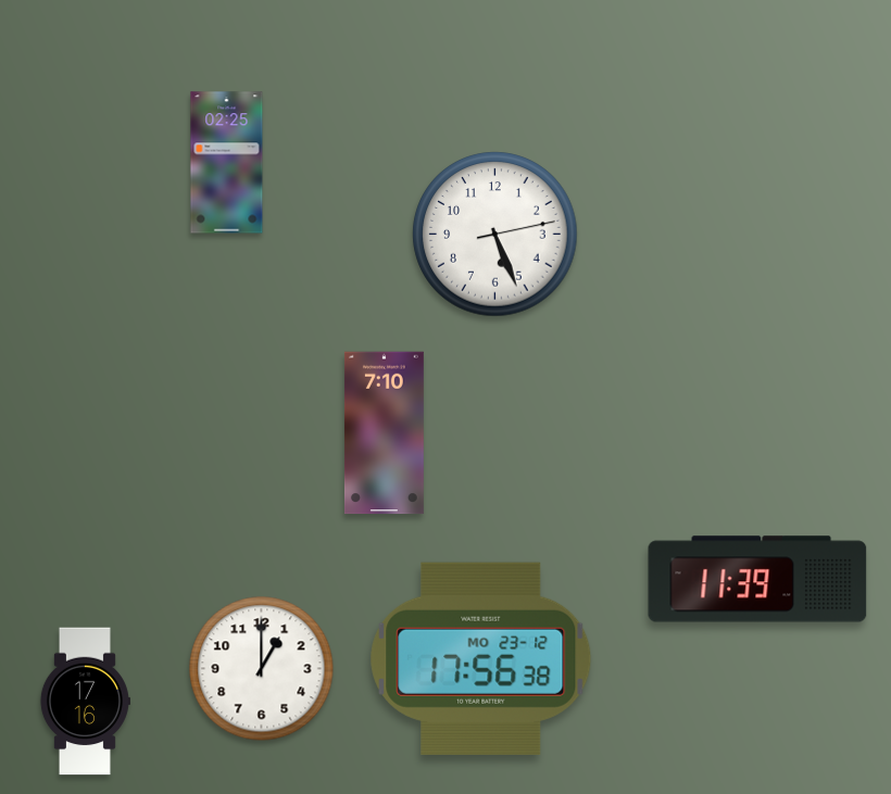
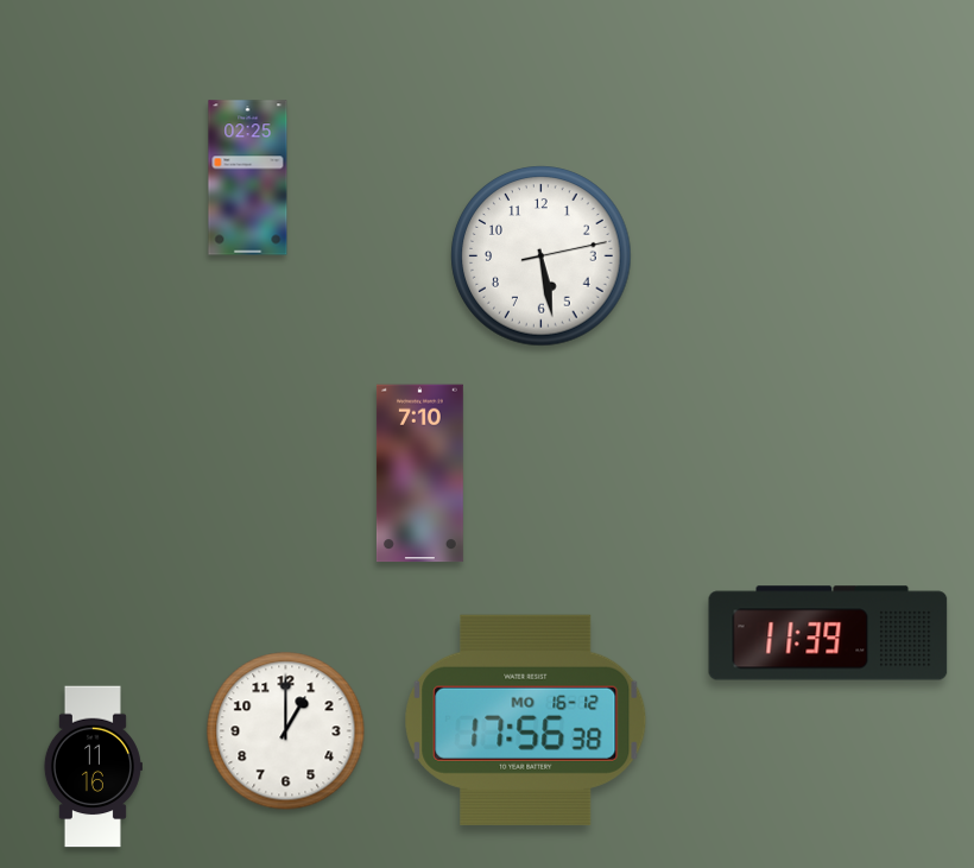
clock at (495, 235): 5:26 -> 5:28
clock at (481, 658) date: MO 23-12 -> MO 16-12
clock at (85, 702): 17:16 -> 11:16
